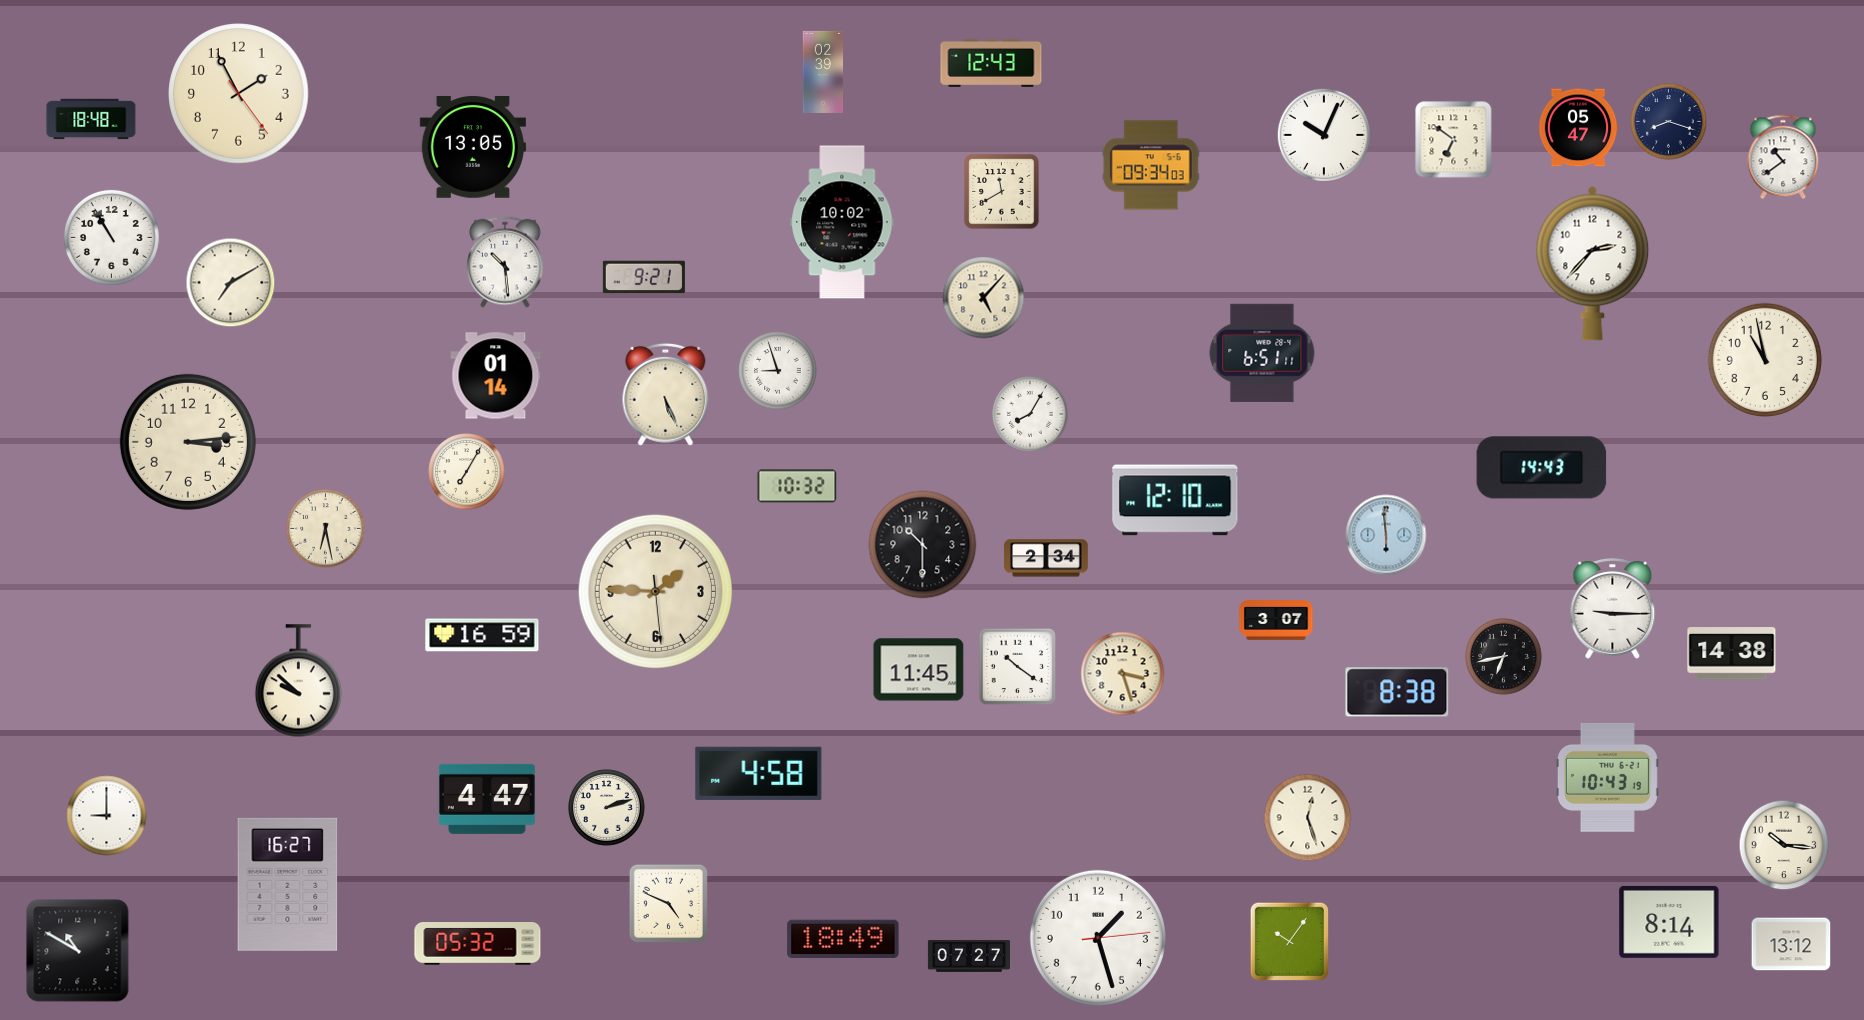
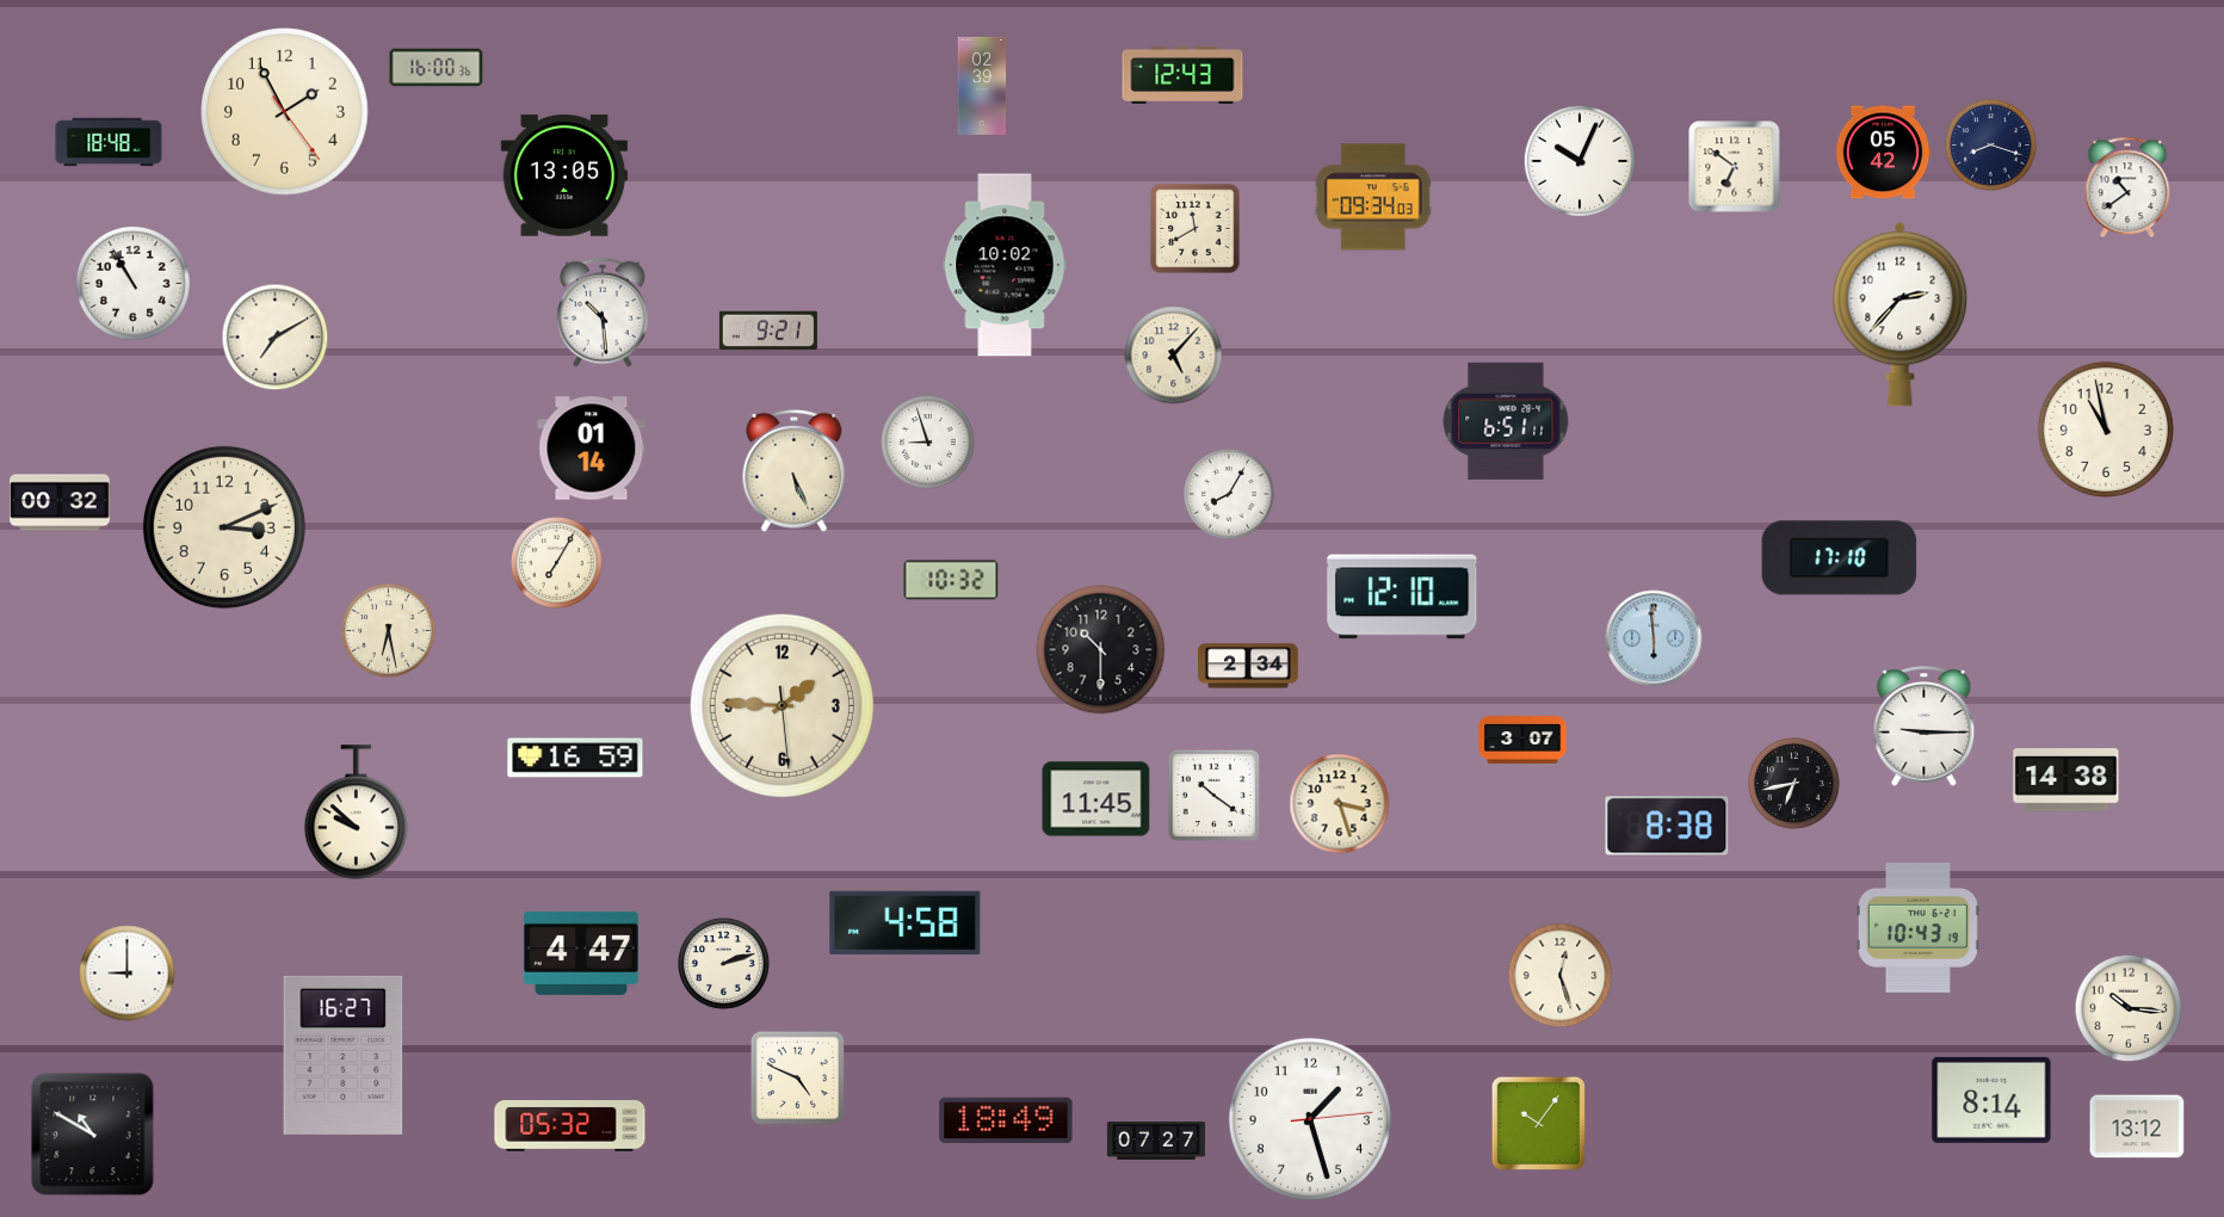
clock at (437, 68): none -> 16:00
clock at (1578, 128): 05:47 -> 05:42
clock at (60, 502): none -> 00:32
clock at (188, 442): 3:14 -> 3:11
clock at (1542, 468): 14:43 -> 17:10
